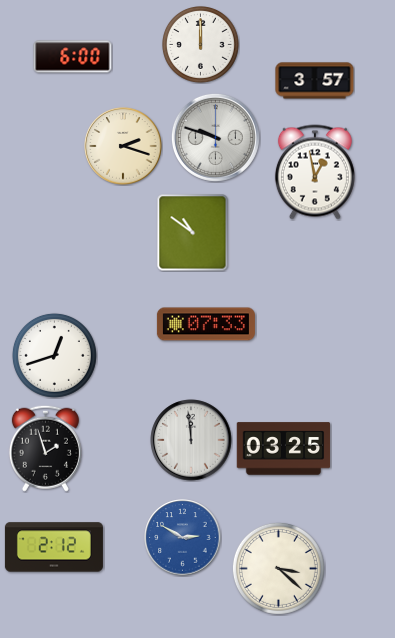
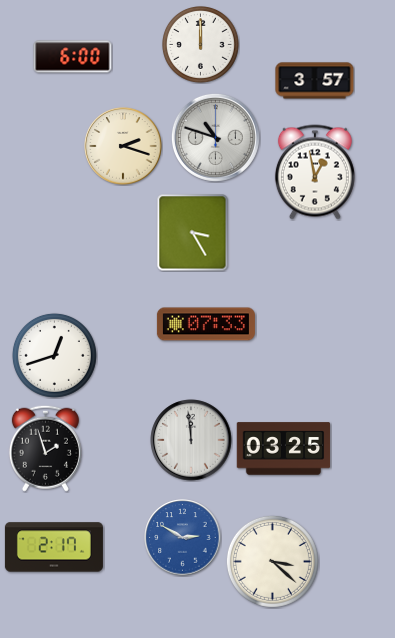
clock at (215, 137): 9:48 -> 10:48
clock at (193, 233): 10:51 -> 3:25
clock at (54, 547): 2:12 -> 2:17
clock at (278, 568) position: (278, 568) -> (272, 561)
